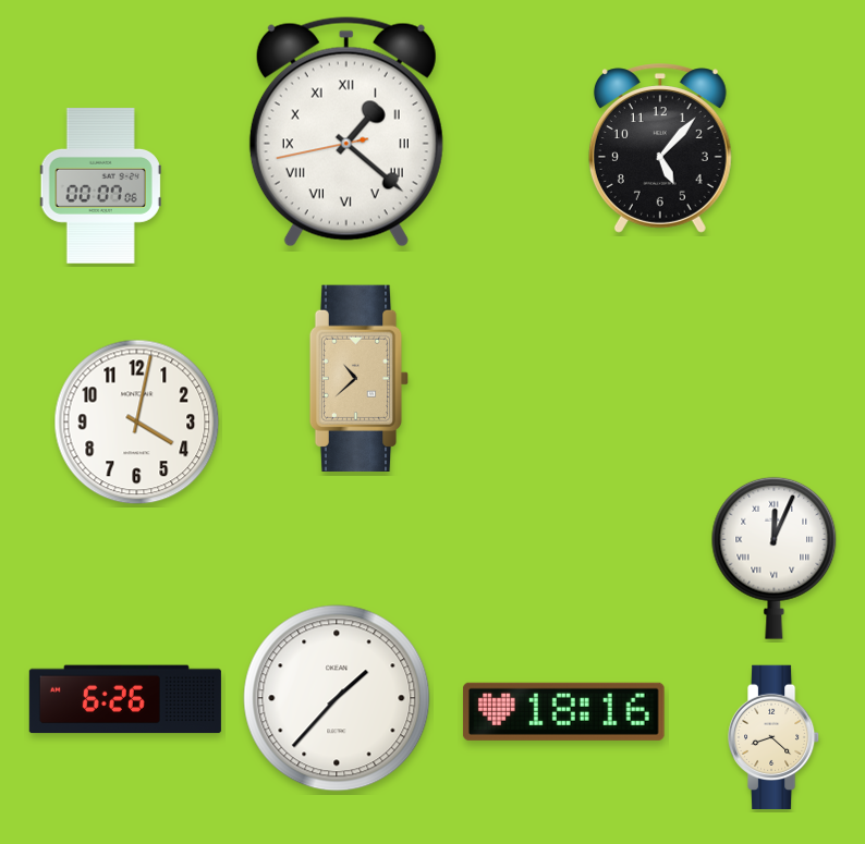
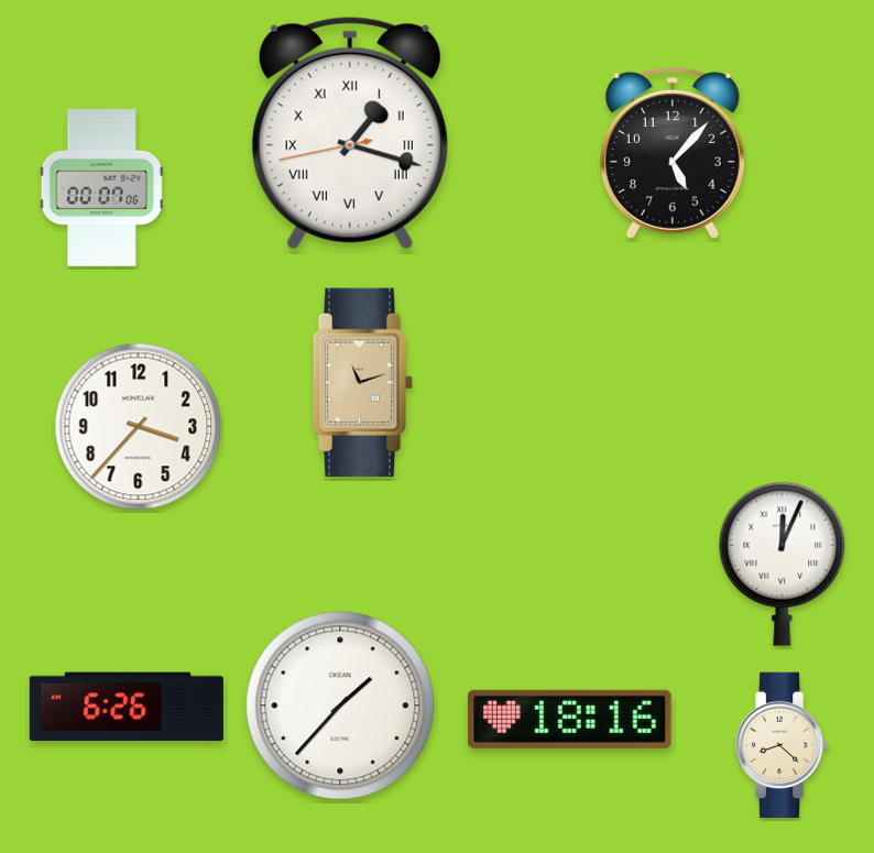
clock at (346, 132): 1:21 -> 1:17
clock at (660, 148) position: (660, 148) -> (673, 153)
clock at (360, 378): 10:38 -> 11:12
clock at (137, 423): 4:02 -> 3:37
